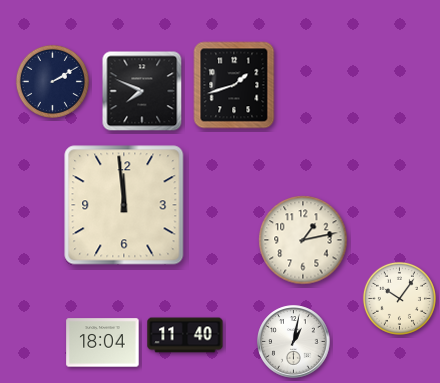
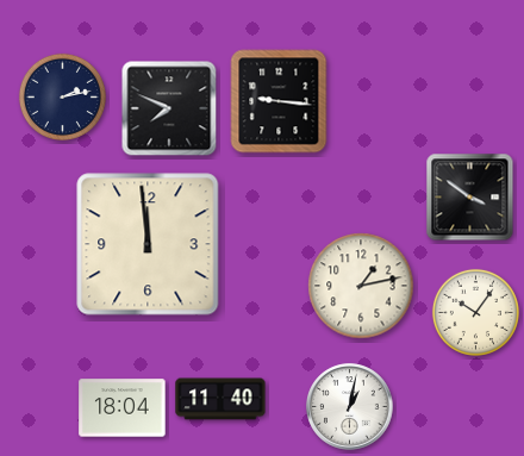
clock at (52, 81): 2:10 -> 2:13
clock at (234, 85): 1:42 -> 9:16
clock at (470, 198): none -> 3:51
clock at (399, 298) position: (399, 298) -> (475, 312)
